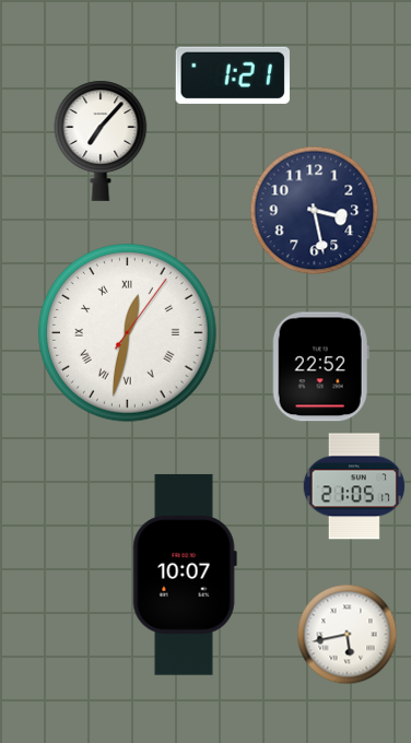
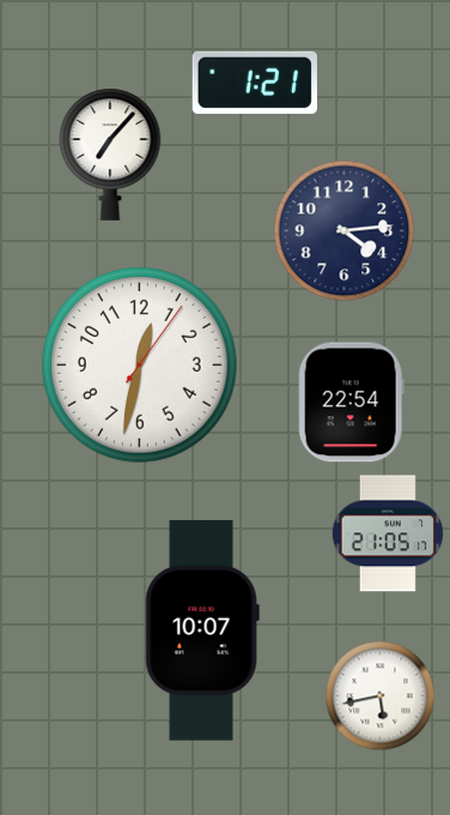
clock at (315, 211): 3:28 -> 4:14
clock at (128, 333) numerals: Roman -> Arabic
clock at (320, 367): 22:52 -> 22:54
